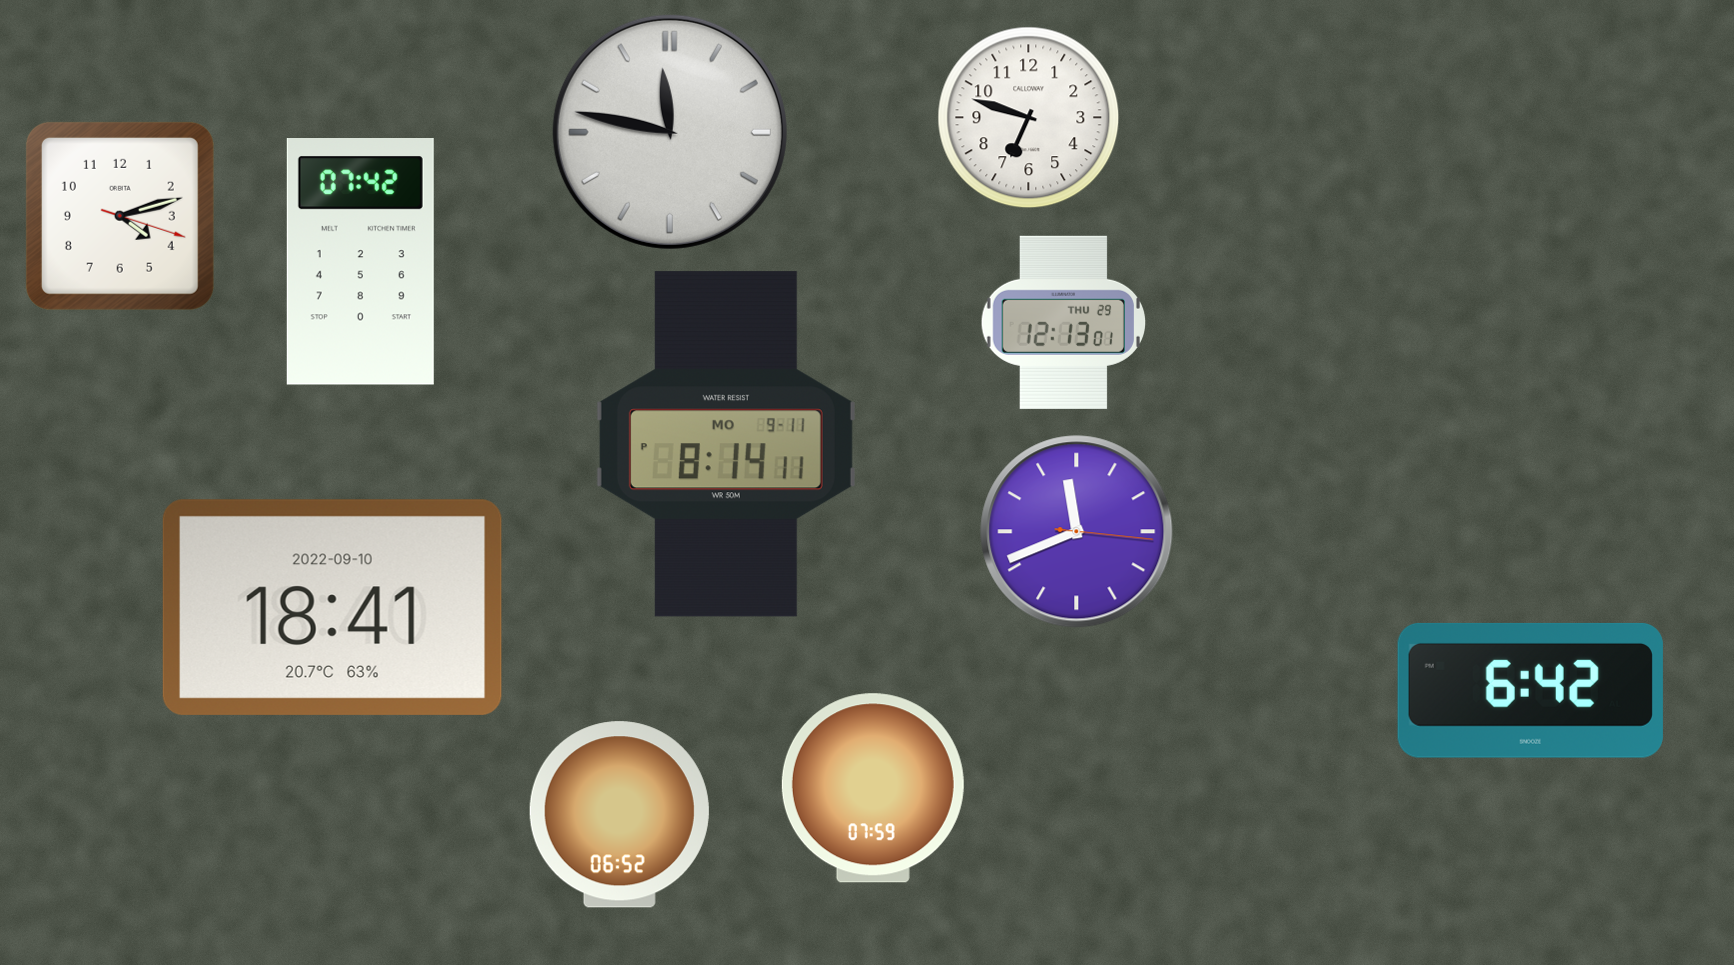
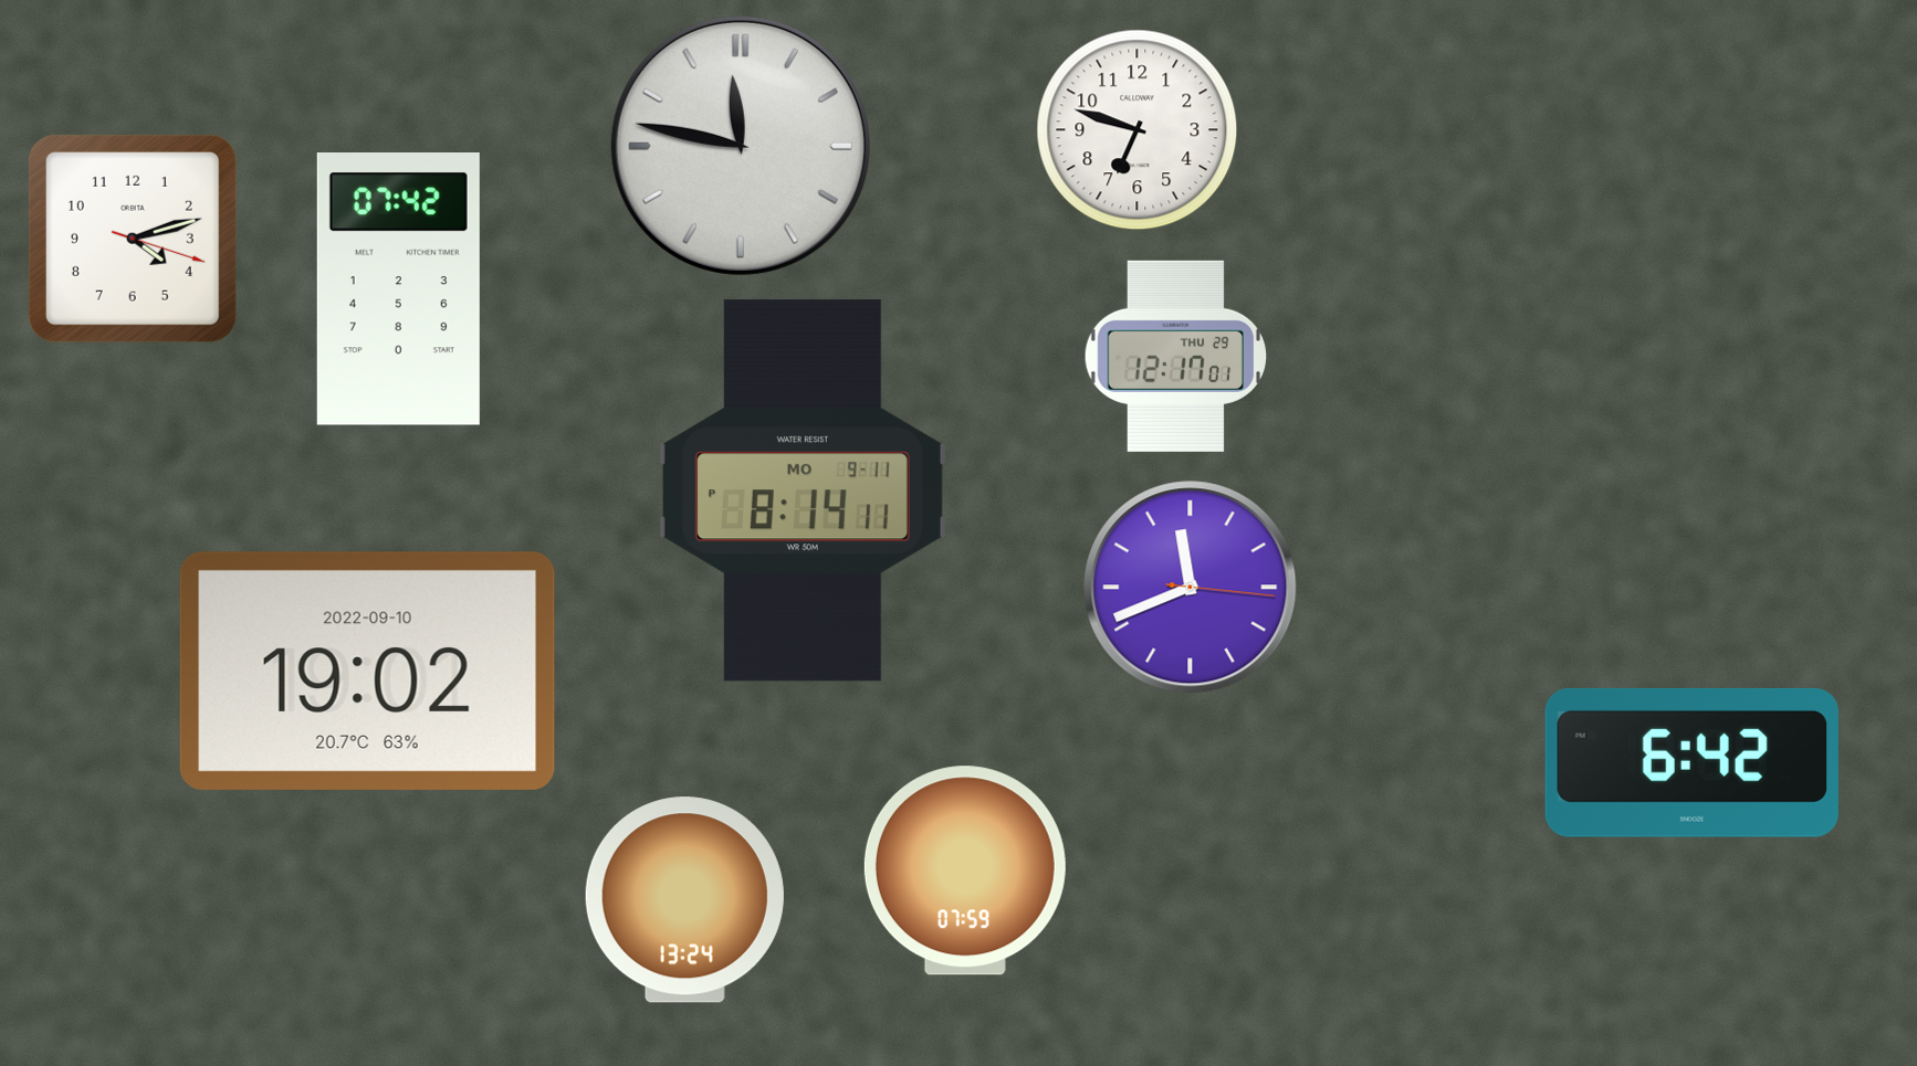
clock at (1063, 322): 12:13 -> 12:17
clock at (332, 607): 18:41 -> 19:02
clock at (619, 815): 06:52 -> 13:24
